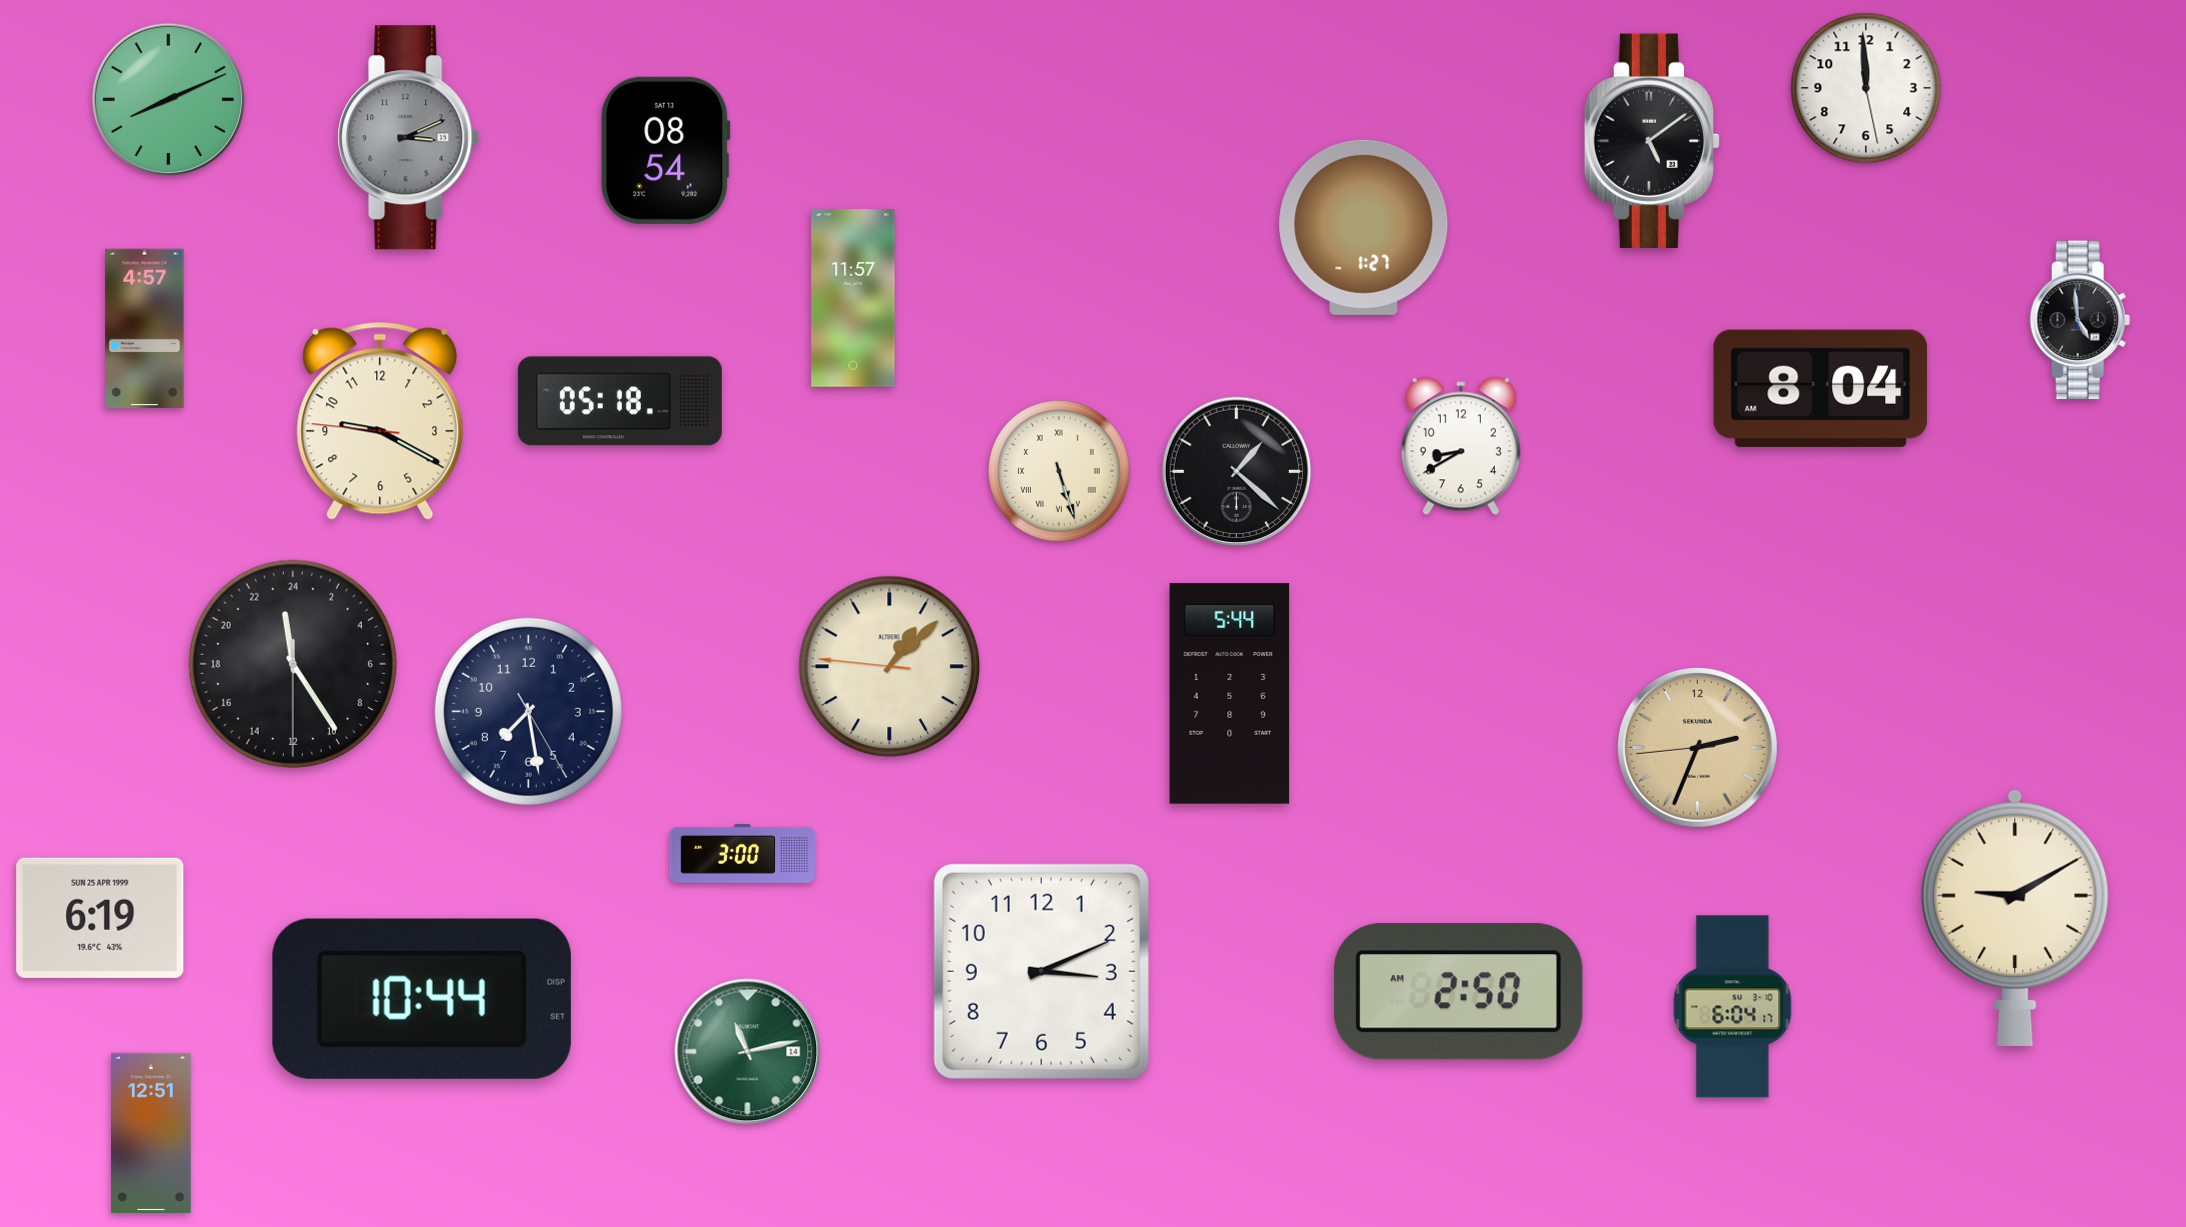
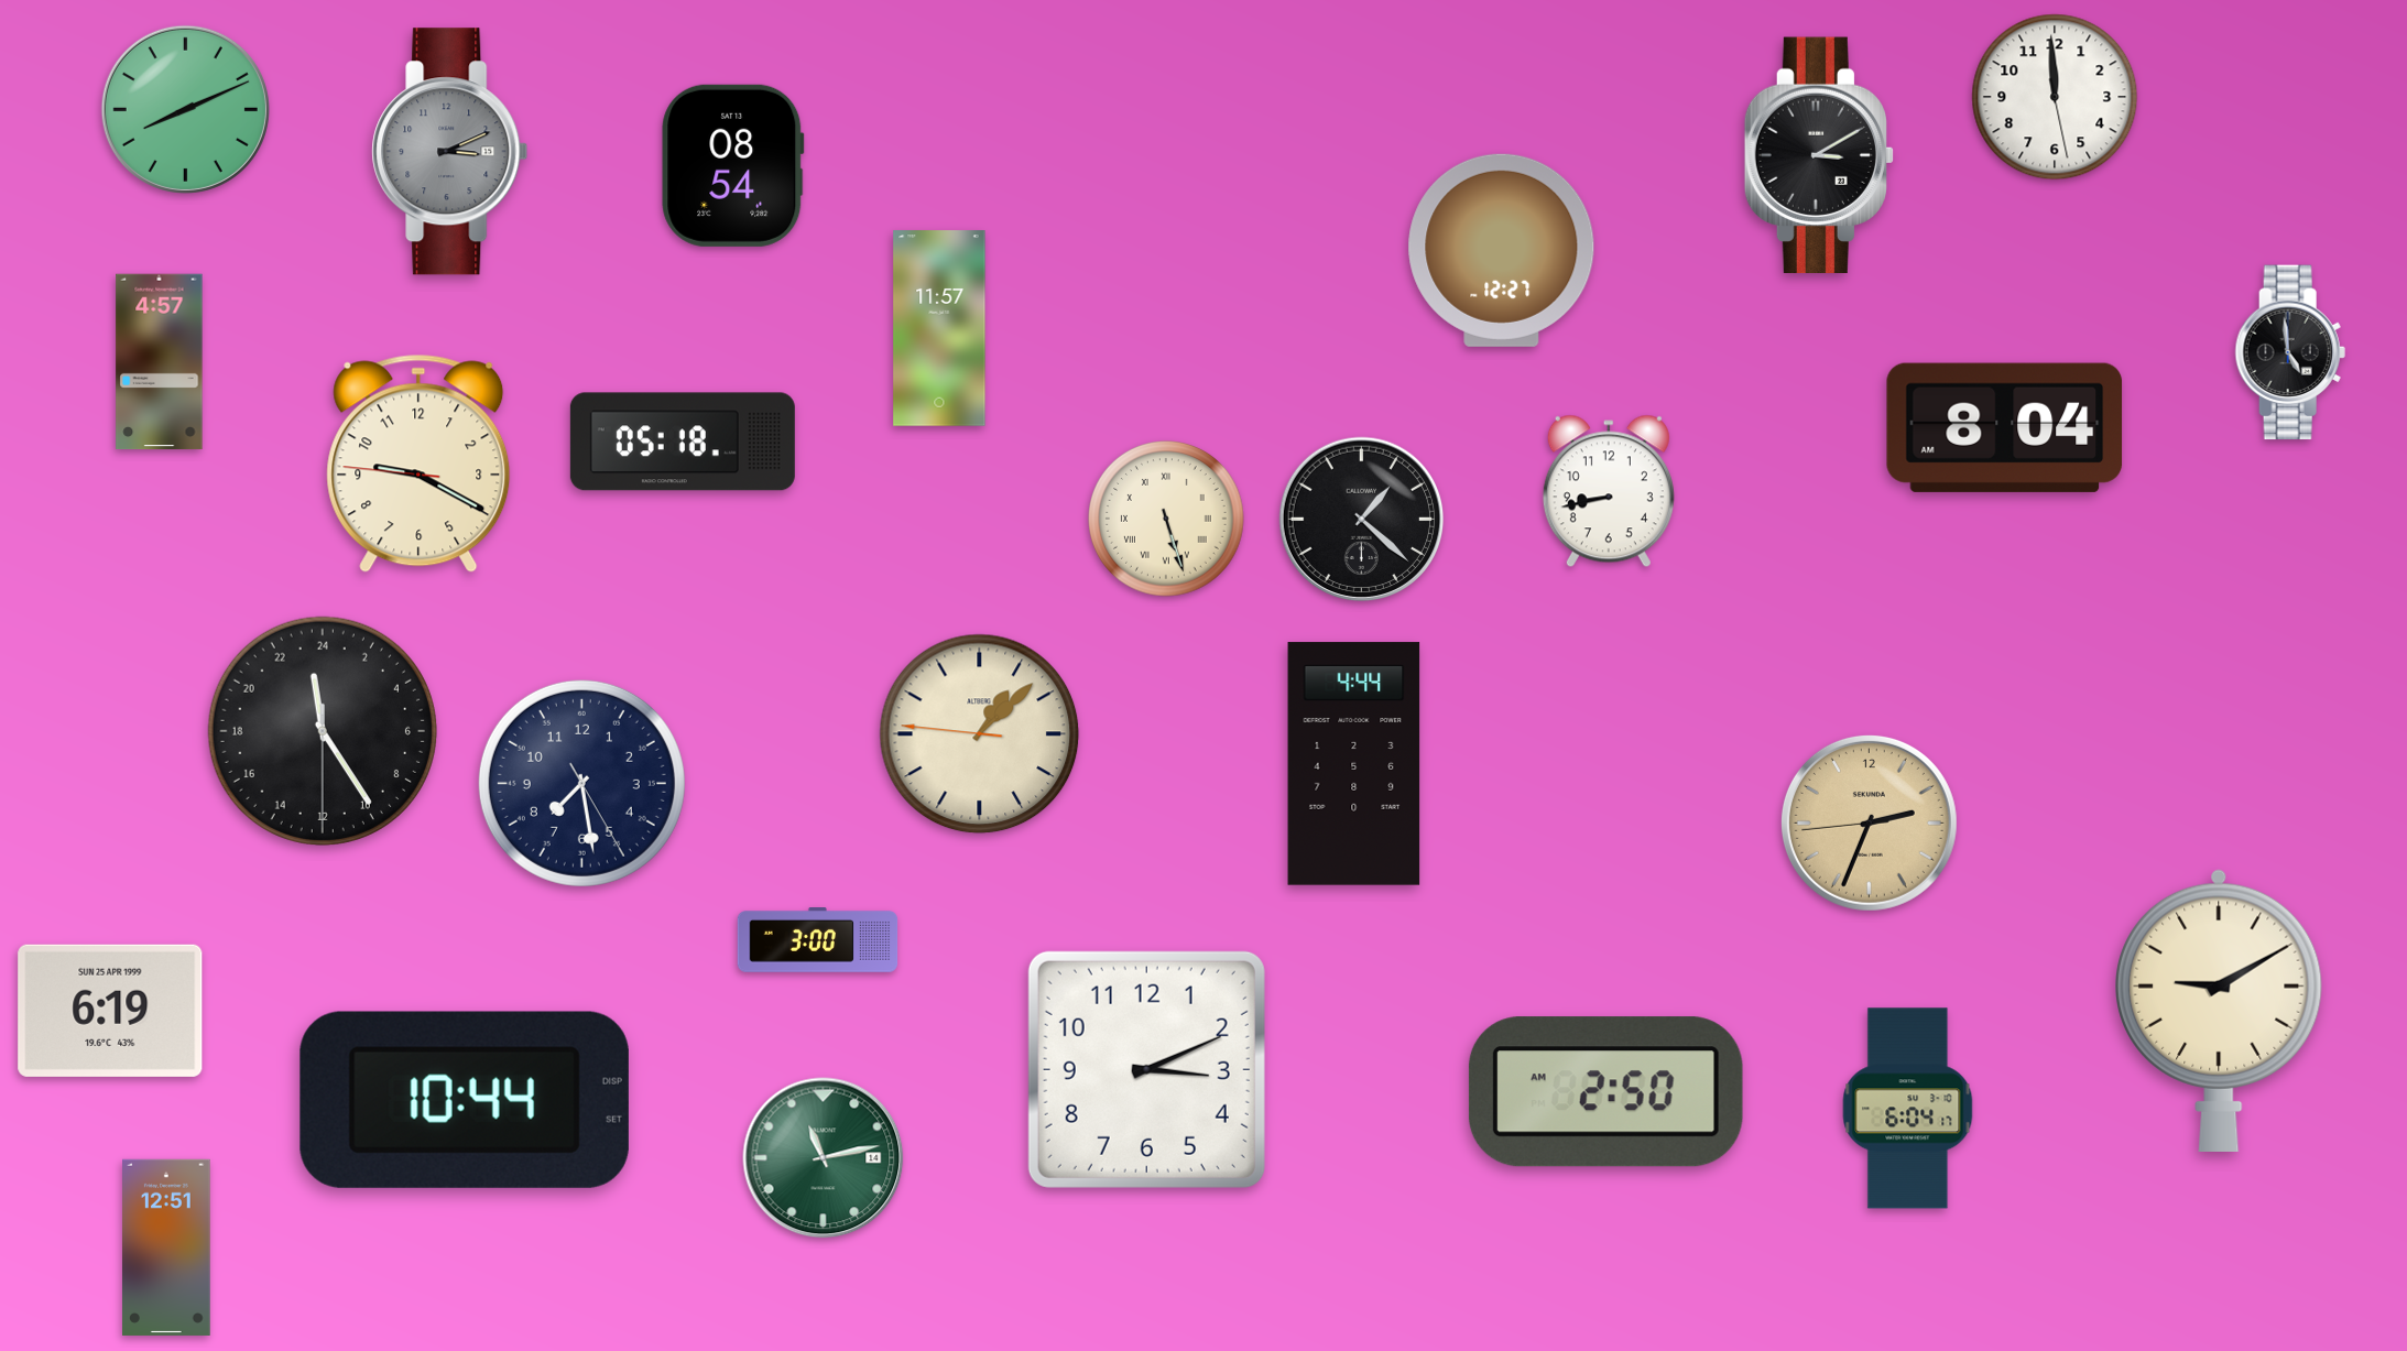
clock at (1651, 140): 5:09 -> 3:10
clock at (1364, 227): 1:27 -> 12:27
clock at (1461, 446): 8:40 -> 8:43
clock at (1230, 694): 5:44 -> 4:44
